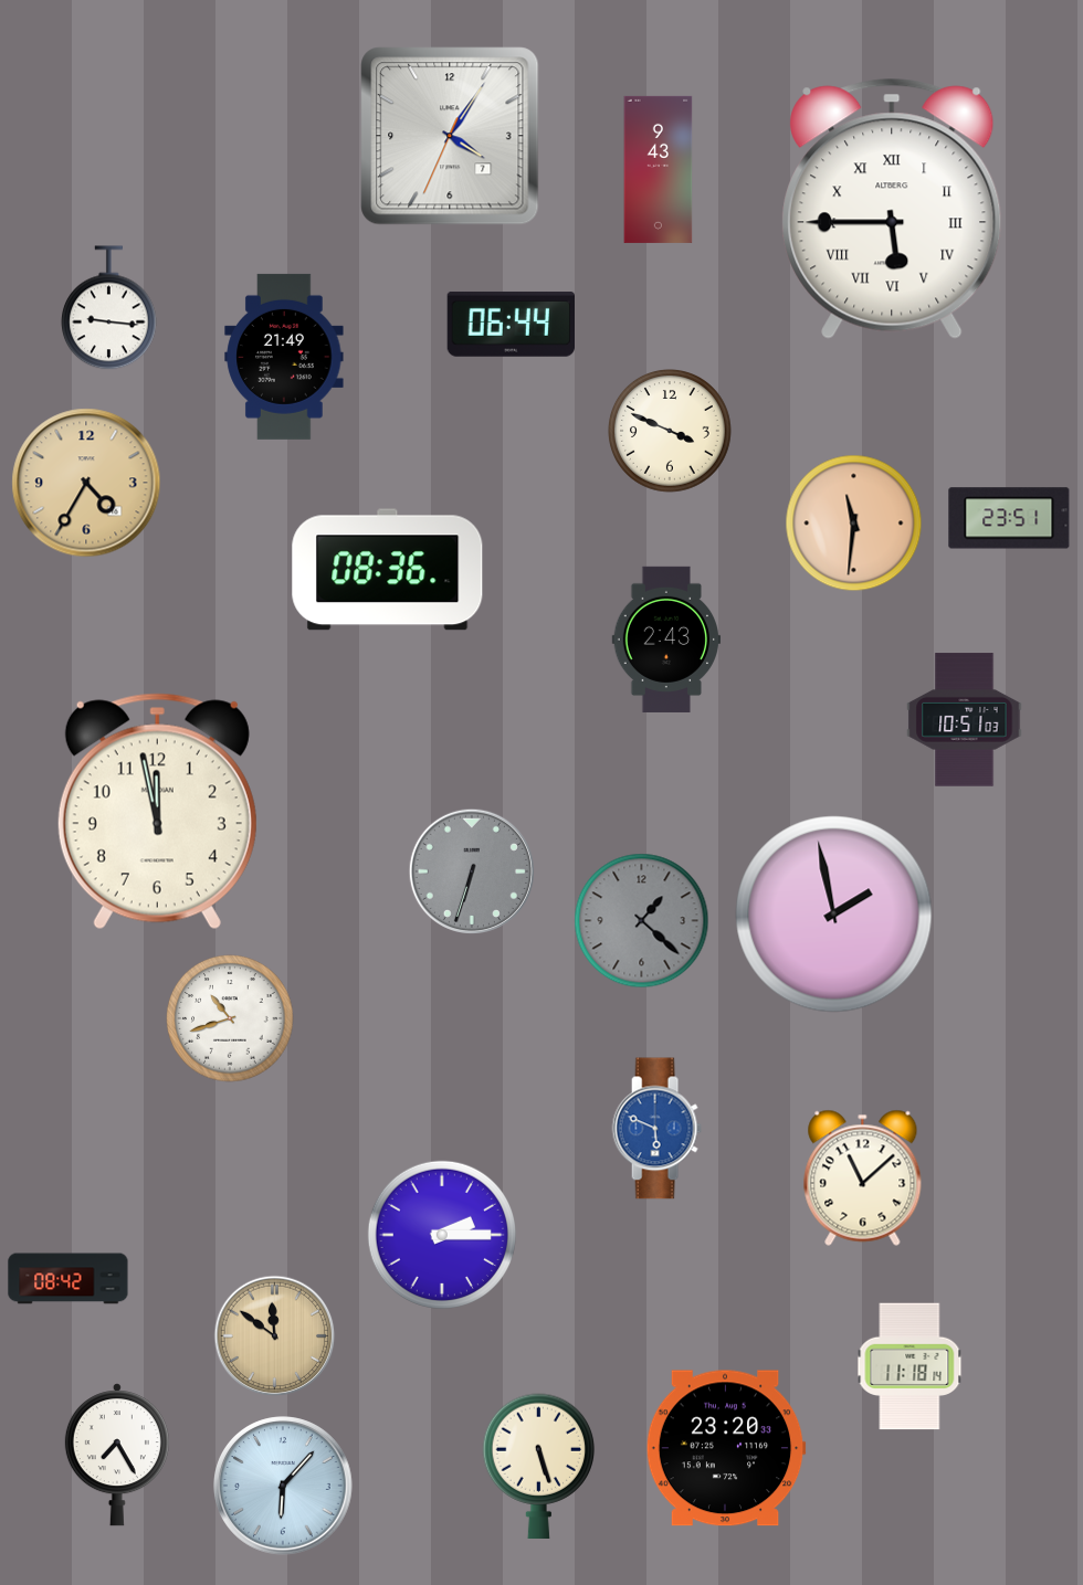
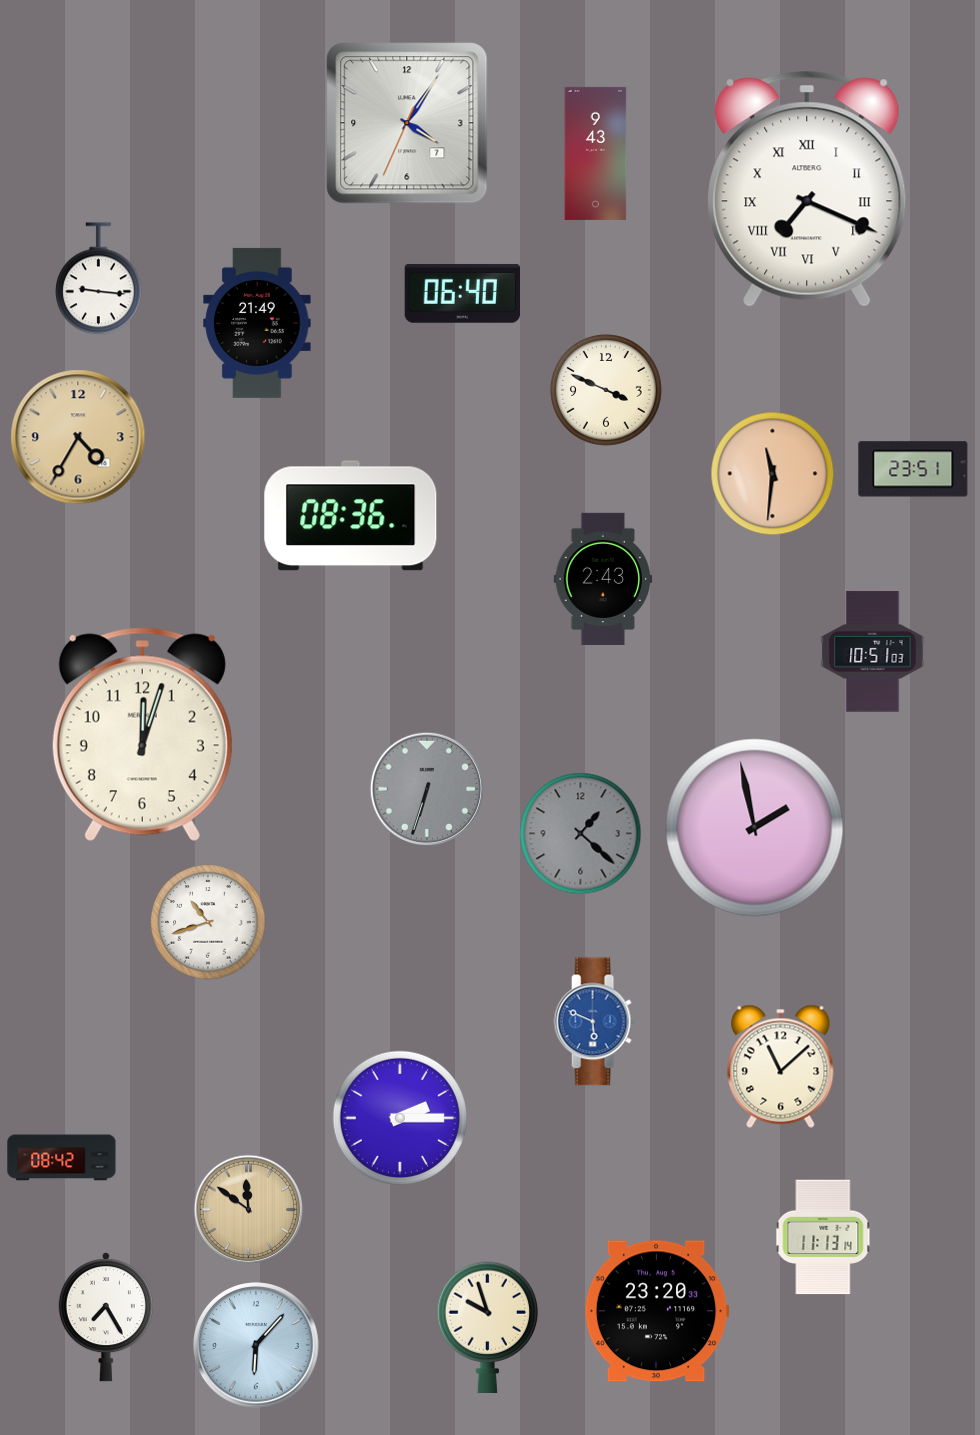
clock at (892, 209): 5:45 -> 7:19
clock at (511, 324): 06:44 -> 06:40
clock at (157, 812): 11:58 -> 12:03
clock at (909, 1366): 11:18 -> 11:13
clock at (539, 1466): 5:27 -> 9:57
